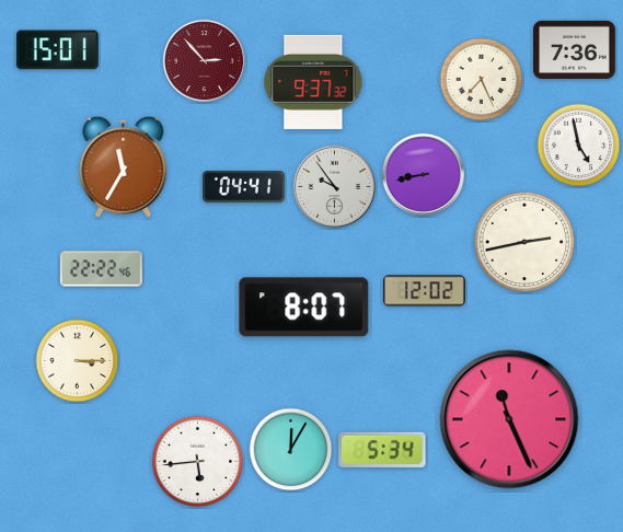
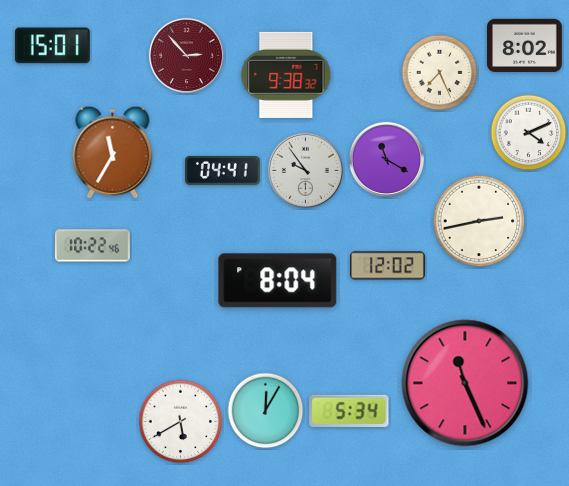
clock at (575, 49): 7:36 -> 8:02
clock at (313, 82): 9:37 -> 9:38
clock at (579, 146): 4:58 -> 4:11
clock at (423, 174): 8:43 -> 11:20
clock at (101, 269): 22:22 -> 10:22
clock at (304, 308): 8:07 -> 8:04
clock at (78, 361): 3:15 -> none
clock at (198, 462): 5:44 -> 5:40
